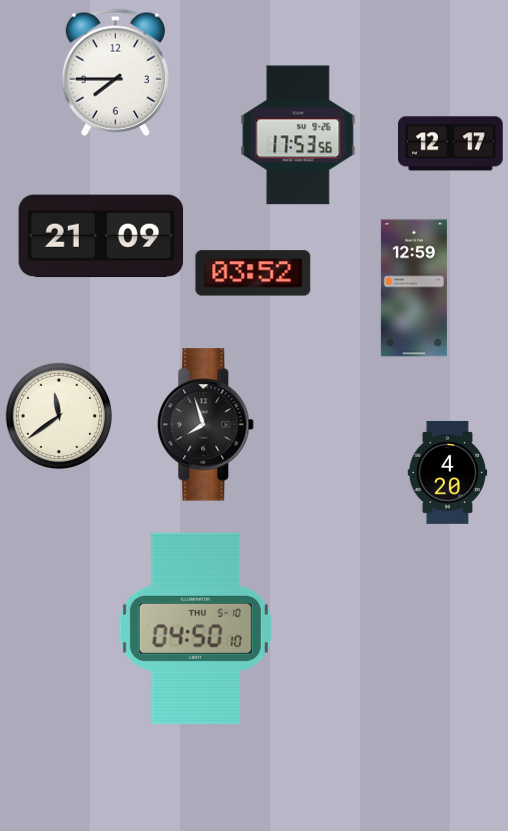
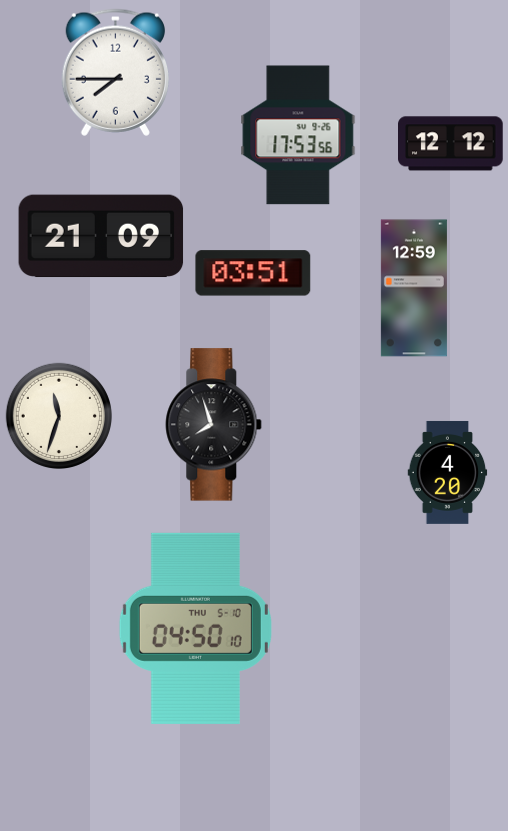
clock at (451, 144): 12:17 -> 12:12
clock at (253, 273): 03:52 -> 03:51
clock at (58, 415): 11:39 -> 11:33
clock at (206, 425) position: (206, 425) -> (214, 425)
